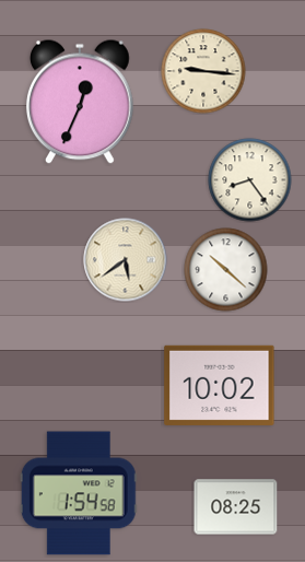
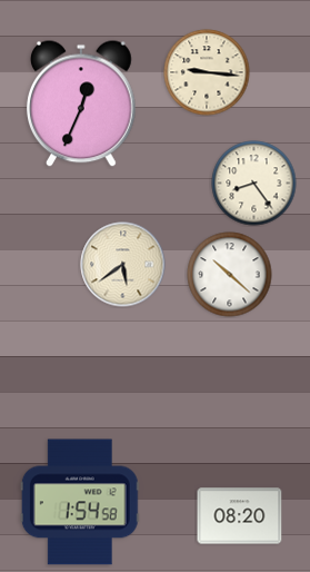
clock at (126, 260) position: (126, 260) -> (123, 265)
clock at (220, 385): 10:02 -> none
clock at (236, 507): 08:25 -> 08:20
